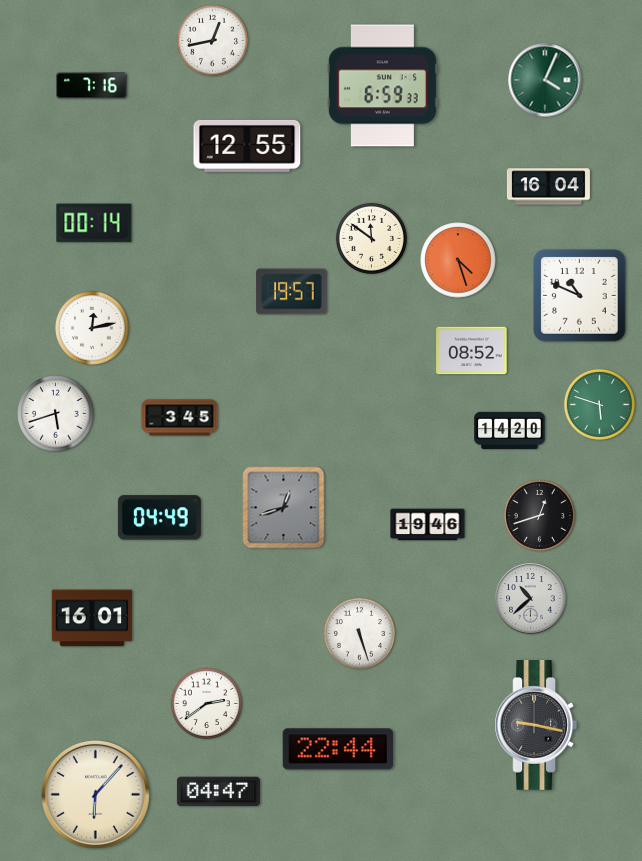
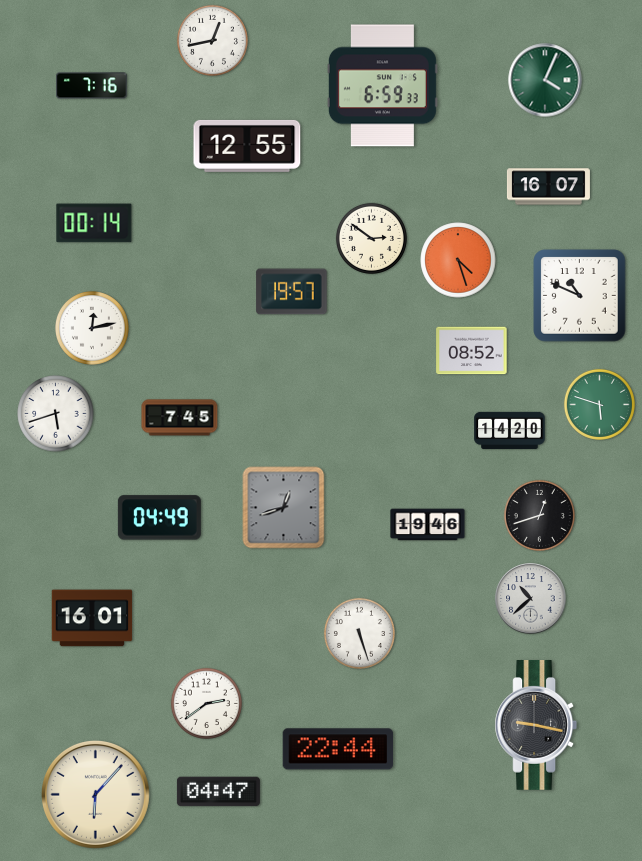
clock at (548, 187): 16:04 -> 16:07
clock at (371, 238): 11:51 -> 2:51
clock at (180, 418): 3:45 -> 7:45
